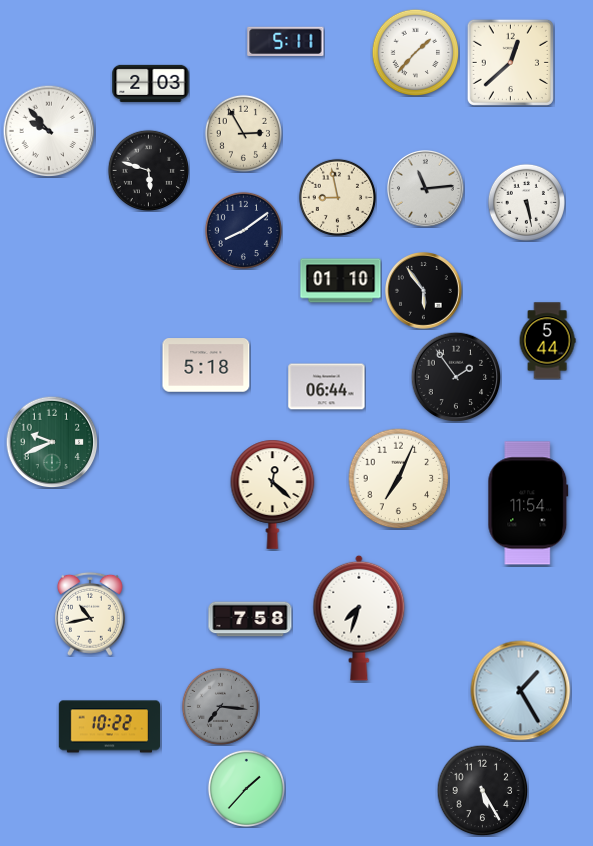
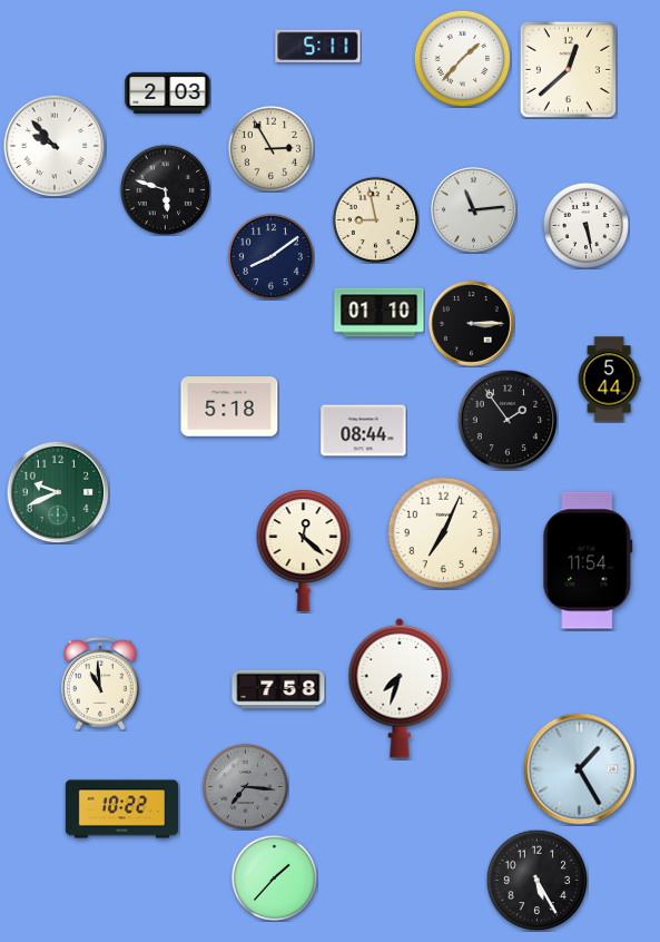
clock at (424, 291): 5:54 -> 3:15
clock at (327, 387): 06:44 -> 08:44
clock at (90, 614): 10:43 -> 10:59
